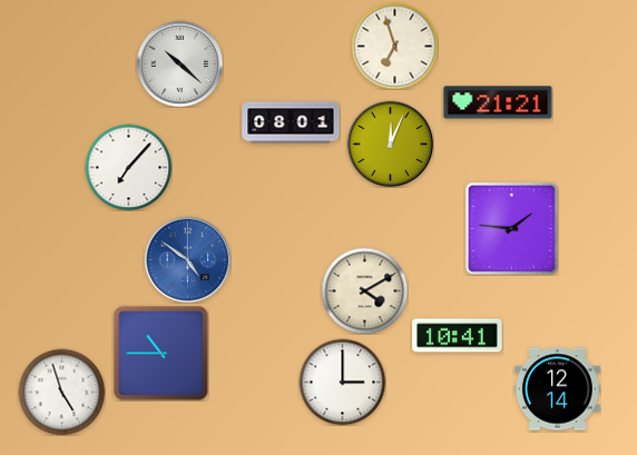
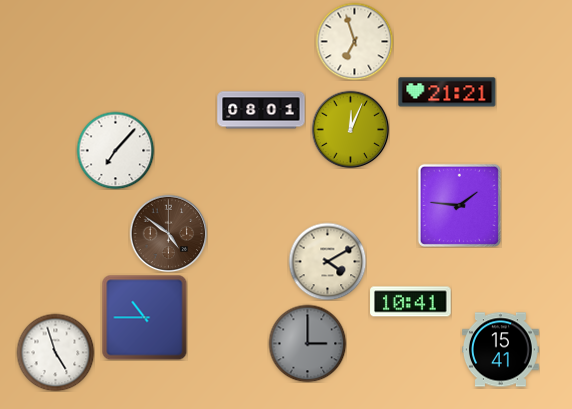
clock at (179, 63): 10:22 -> none
clock at (187, 259) dial: blue -> brown
clock at (342, 382) dial: white -> grey
clock at (558, 389): 12:14 -> 15:41
